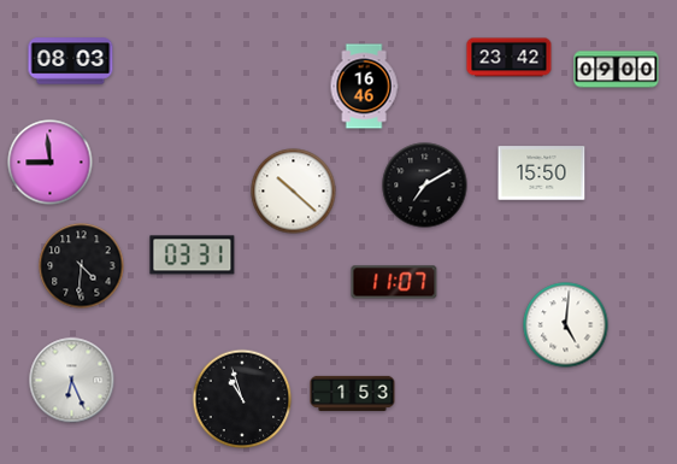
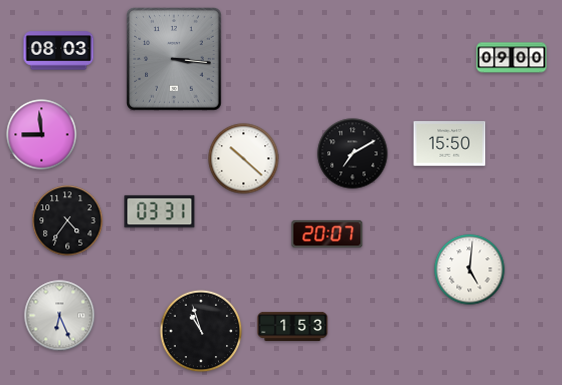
clock at (510, 58): 23:42 -> none
clock at (174, 59): none -> 3:16
clock at (364, 87): 16:46 -> none
clock at (82, 266): 4:31 -> 4:36
clock at (394, 282): 11:07 -> 20:07
